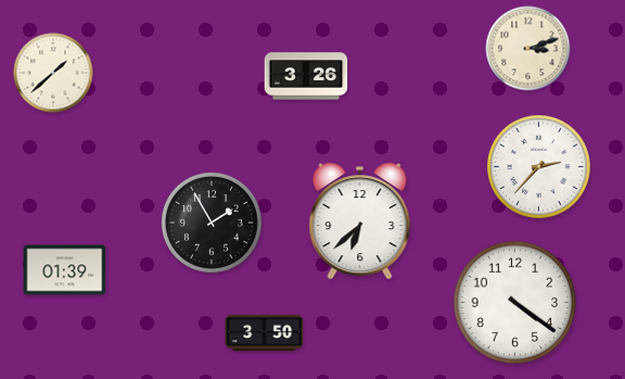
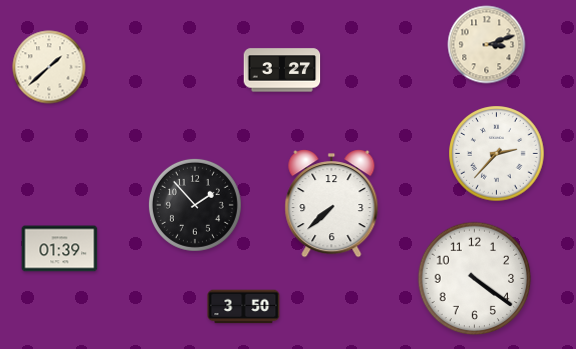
clock at (306, 76): 3:26 -> 3:27
clock at (360, 222): 6:38 -> 7:38
clock at (212, 223): 1:55 -> 1:53
